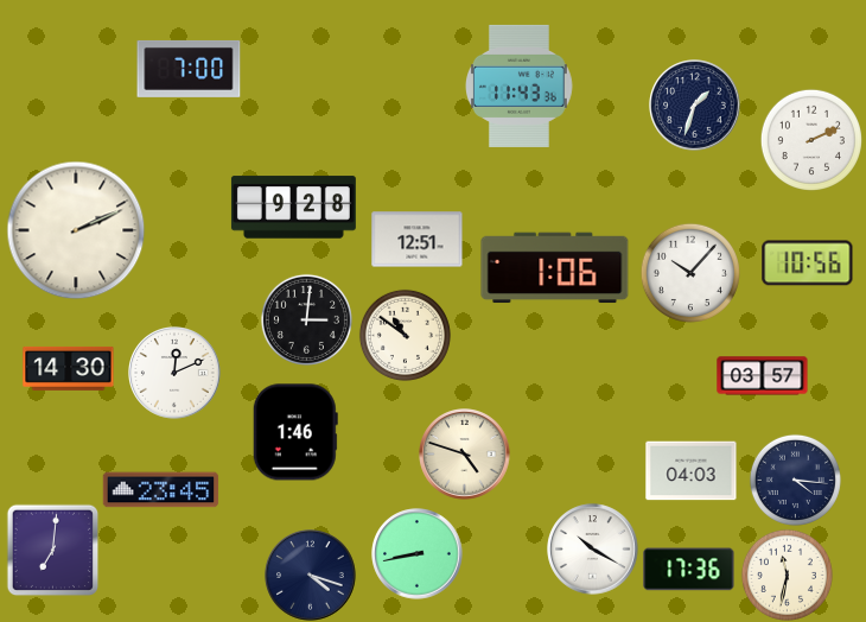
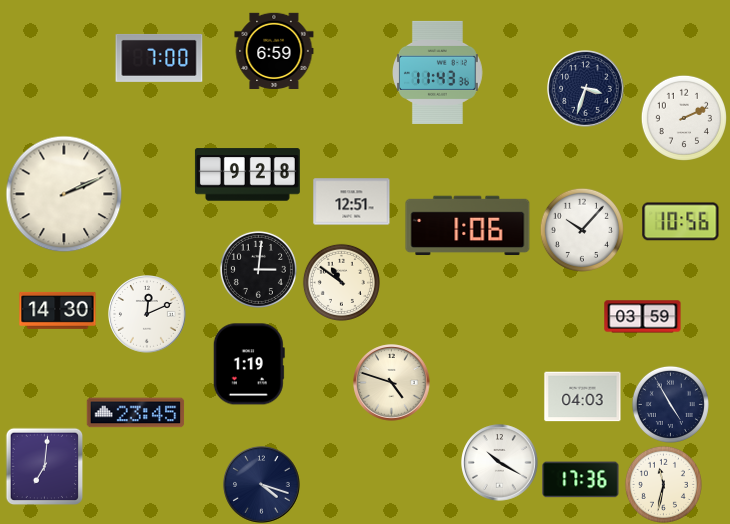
clock at (274, 50): none -> 6:59
clock at (695, 106): 1:33 -> 3:33
clock at (763, 376): 03:57 -> 03:59
clock at (295, 432): 1:46 -> 1:19
clock at (795, 480): 4:16 -> 4:55
clock at (52, 550) position: (52, 550) -> (44, 466)
clock at (418, 554): 8:43 -> none
